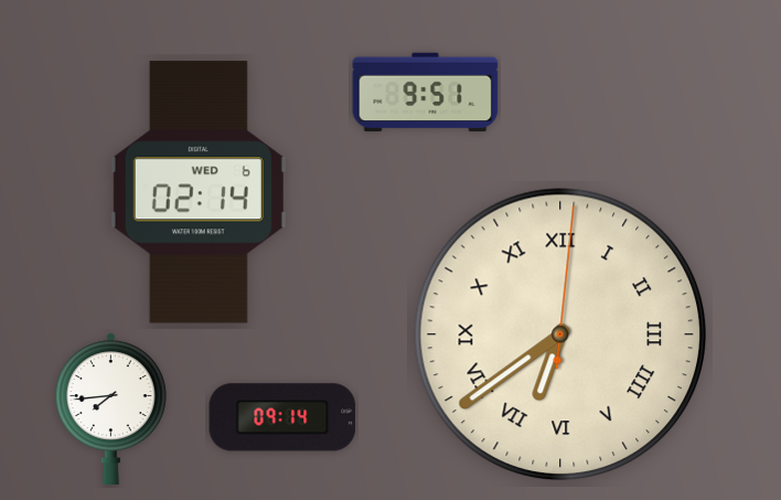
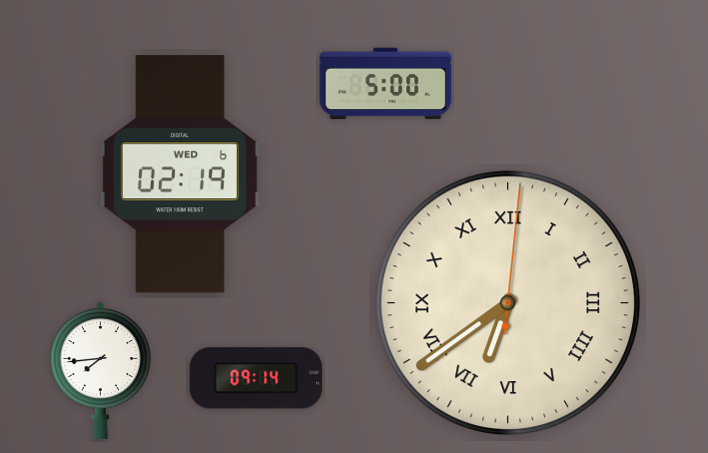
clock at (426, 93): 9:51 -> 5:00
clock at (199, 192): 02:14 -> 02:19
